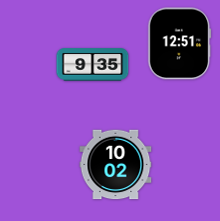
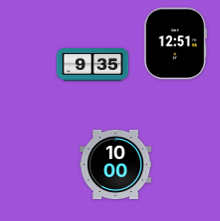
clock at (180, 44) position: (180, 44) -> (176, 44)
clock at (116, 165): 10:02 -> 10:00
